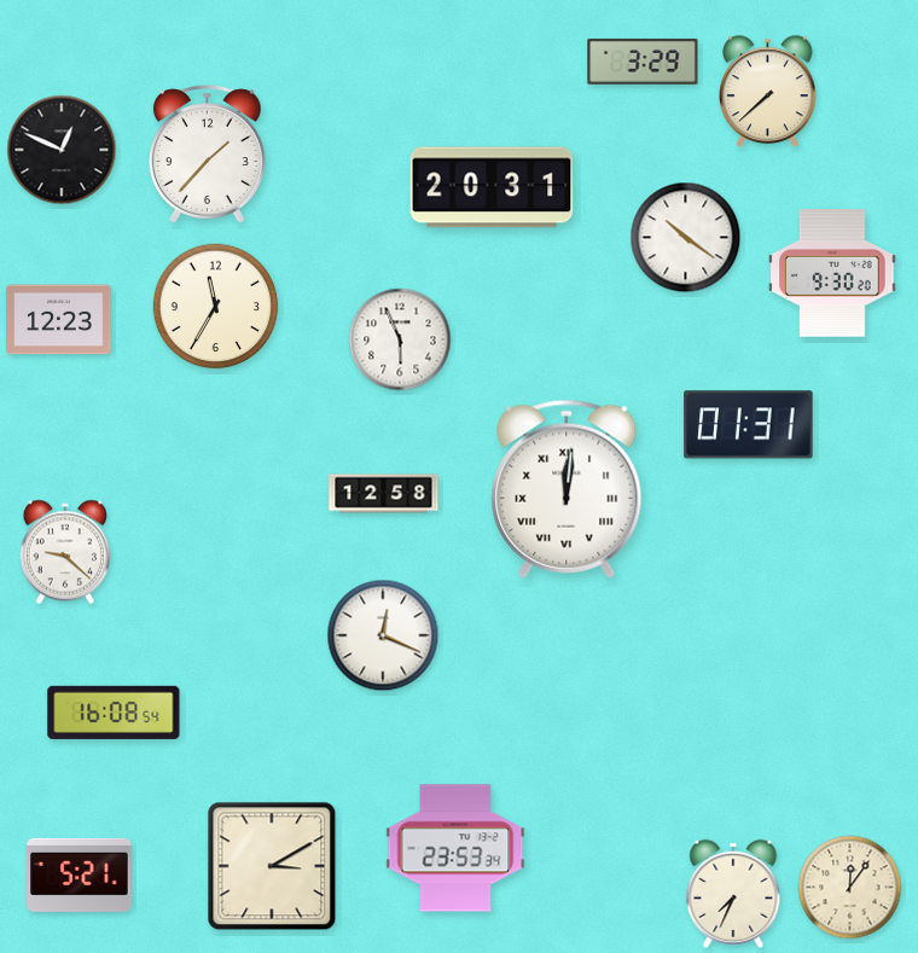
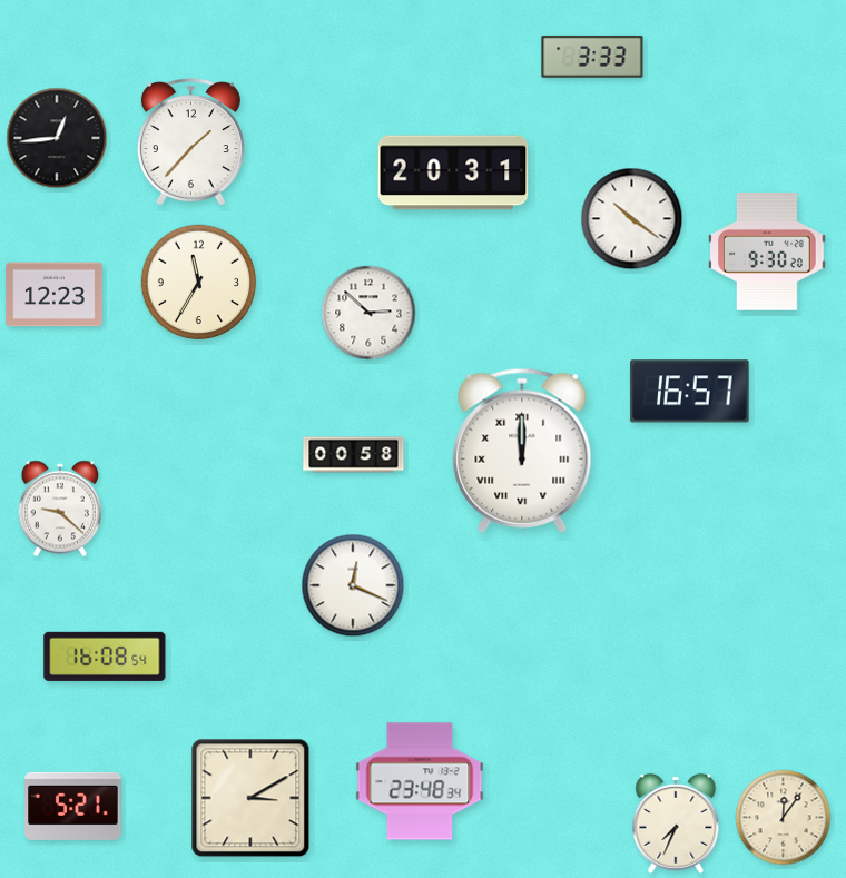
clock at (643, 62): 3:29 -> 3:33
clock at (768, 92): 7:38 -> none
clock at (62, 150): 12:49 -> 12:44
clock at (400, 339): 5:56 -> 2:52
clock at (749, 425): 01:31 -> 16:57
clock at (567, 489): 12:01 -> 12:00
clock at (384, 494): 12:58 -> 00:58
clock at (455, 848): 23:53 -> 23:48
